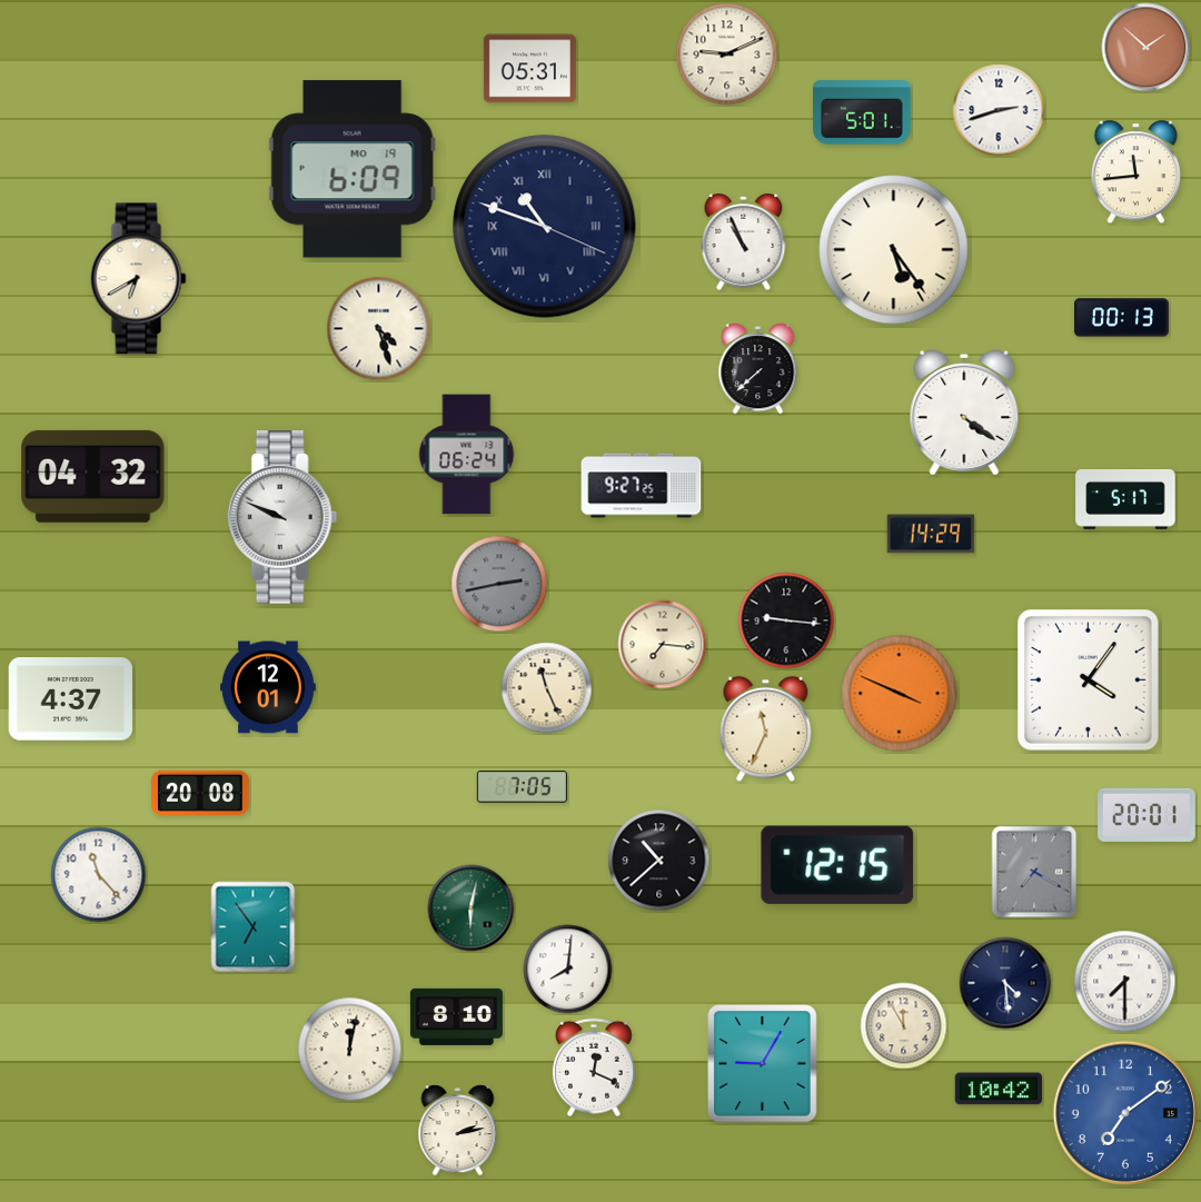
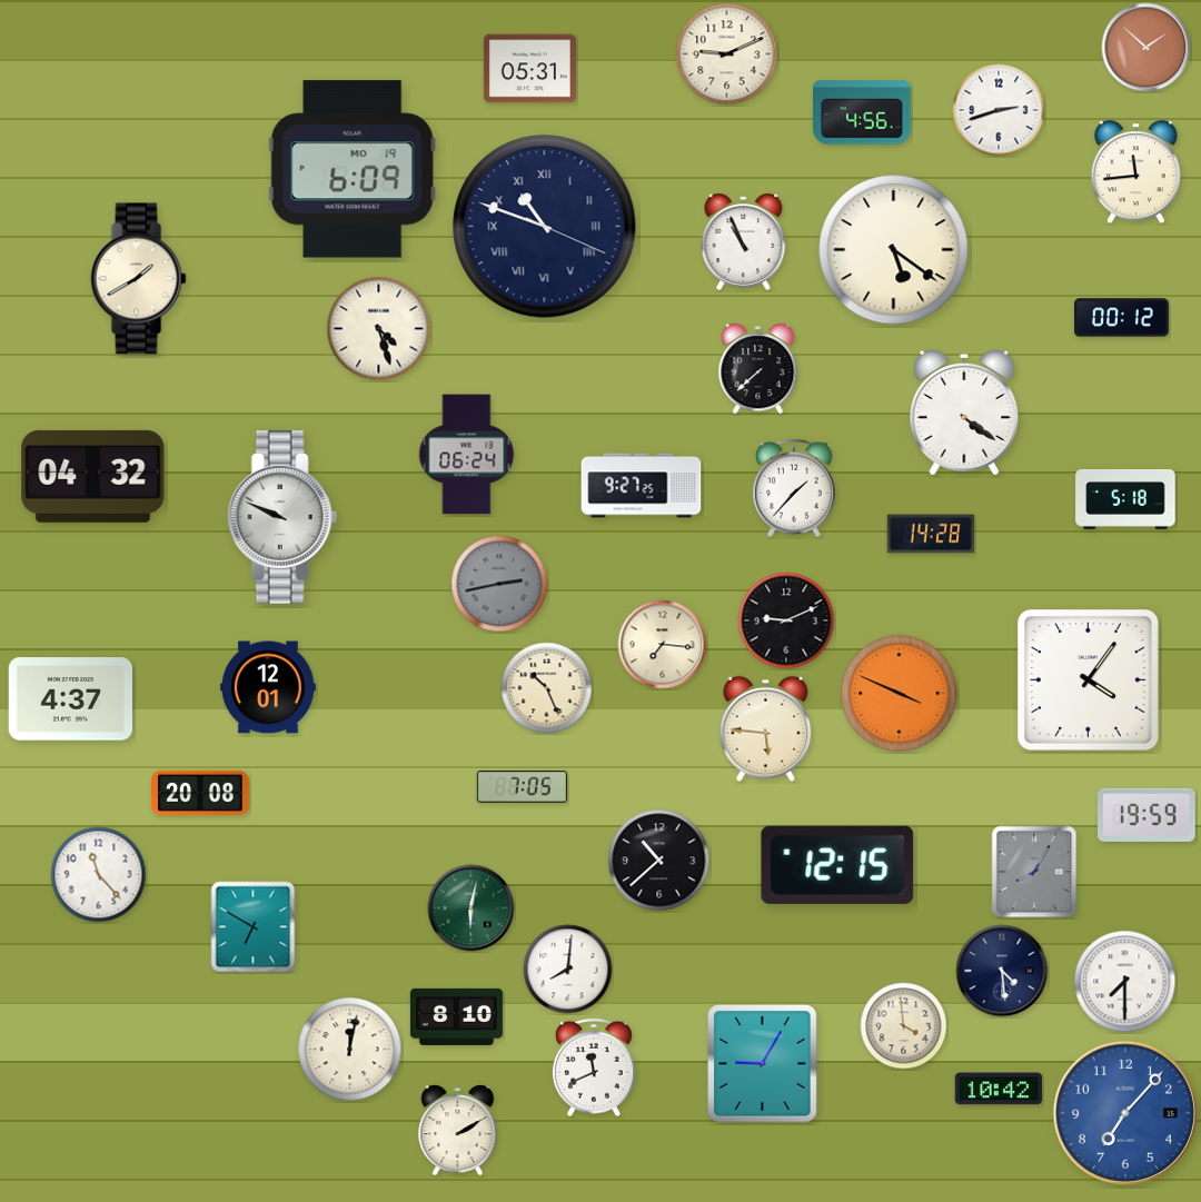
clock at (862, 112): 5:01 -> 4:56
clock at (894, 250): 5:24 -> 5:21
clock at (139, 279): 6:40 -> 1:40
clock at (1121, 318): 00:13 -> 00:12
clock at (794, 488): none -> 1:37
clock at (1125, 500): 5:17 -> 5:18
clock at (931, 534): 14:29 -> 14:28
clock at (786, 620): 9:16 -> 9:11
clock at (547, 688): 11:26 -> 10:26
clock at (766, 729): 11:34 -> 5:46
clock at (1147, 815): 20:01 -> 19:59
clock at (1034, 872): 7:20 -> 8:05
clock at (254, 927): 6:54 -> 6:50
clock at (1005, 983) position: (1005, 983) -> (1002, 971)
clock at (904, 1026): 11:55 -> 3:59
clock at (594, 1067): 12:19 -> 11:41
clock at (1125, 1113): 7:09 -> 7:07
clock at (458, 1131): 2:13 -> 2:10
